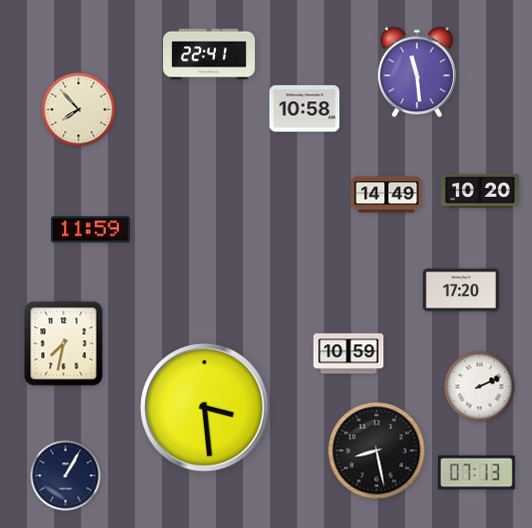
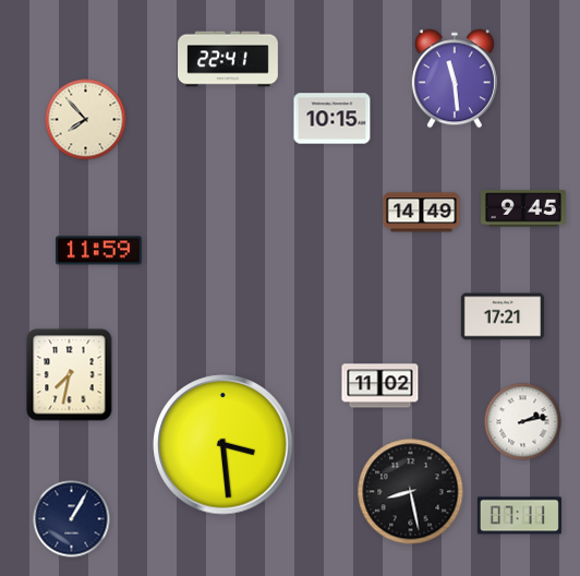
clock at (305, 109): 10:58 -> 10:15
clock at (481, 191): 10:20 -> 9:45
clock at (461, 290): 17:20 -> 17:21
clock at (349, 354): 10:59 -> 11:02
clock at (480, 387): 2:11 -> 2:13
clock at (476, 473): 07:13 -> 07:11
